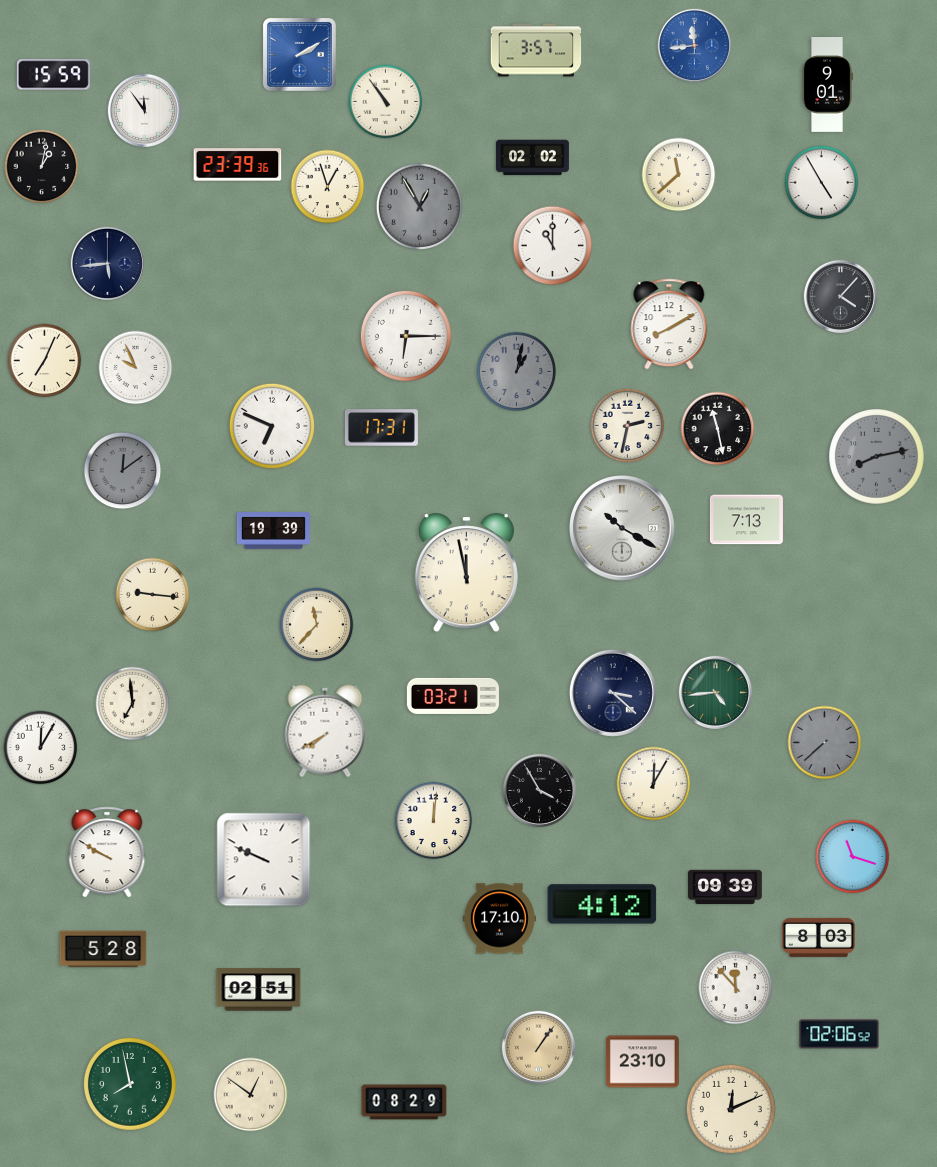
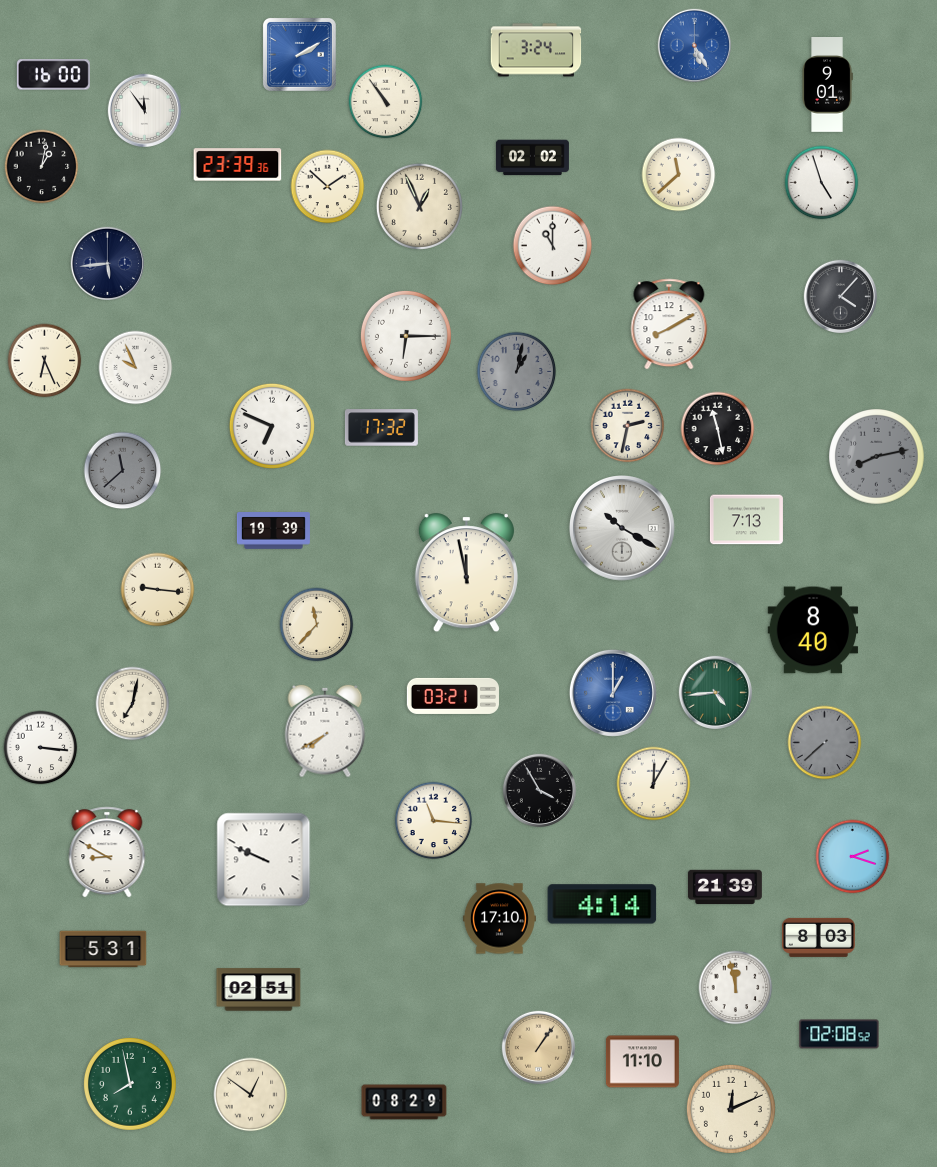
clock at (694, 45): 11:44 -> 5:25
clock at (536, 50): 3:57 -> 3:24
clock at (53, 75): 15:59 -> 16:00
clock at (822, 183): 4:55 -> 4:57
clock at (328, 187): 12:57 -> 1:52
clock at (419, 206): 12:55 -> 12:56
clock at (419, 206) dial: grey -> cream
clock at (45, 361): 7:04 -> 6:26
clock at (381, 428): 17:31 -> 17:32
clock at (123, 471): 12:09 -> 11:38
clock at (153, 595) position: (153, 595) -> (158, 590)
clock at (813, 630): none -> 8:40
clock at (613, 693): 3:22 -> 1:00
clock at (613, 693) dial: navy -> blue
clock at (133, 704): 6:59 -> 7:02
clock at (41, 748): 12:05 -> 3:16
clock at (434, 821): 12:01 -> 11:16
clock at (107, 852): 9:50 -> 8:50
clock at (853, 857): 11:18 -> 2:18
clock at (725, 887): 09:39 -> 21:39
clock at (602, 904): 4:12 -> 4:14
clock at (103, 949): 5:28 -> 5:31
clock at (736, 988): 11:53 -> 11:58
clock at (839, 1034): 02:06 -> 02:08
clock at (642, 1062): 23:10 -> 11:10
